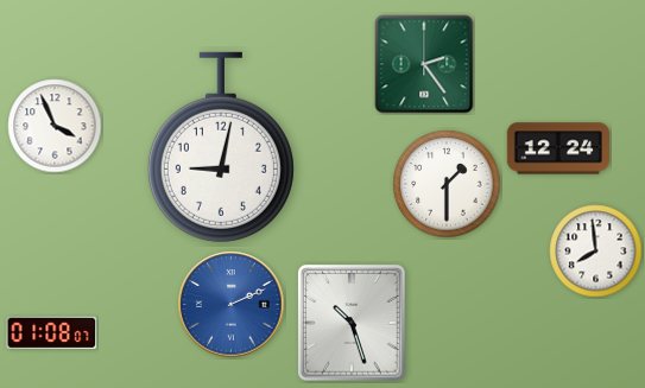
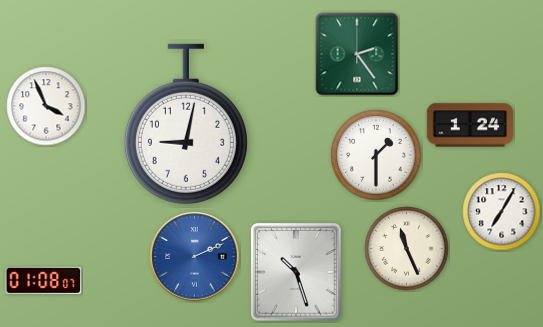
clock at (557, 148): 12:24 -> 1:24
clock at (596, 252): 7:59 -> 7:05
clock at (407, 249): none -> 11:26
